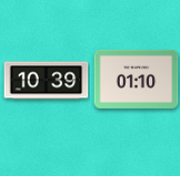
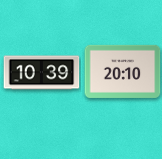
clock at (137, 79): 01:10 -> 20:10
